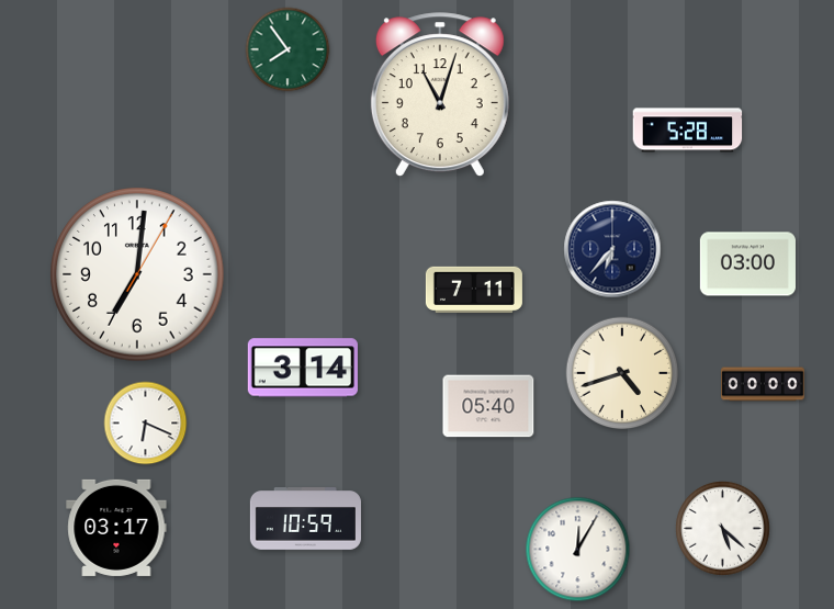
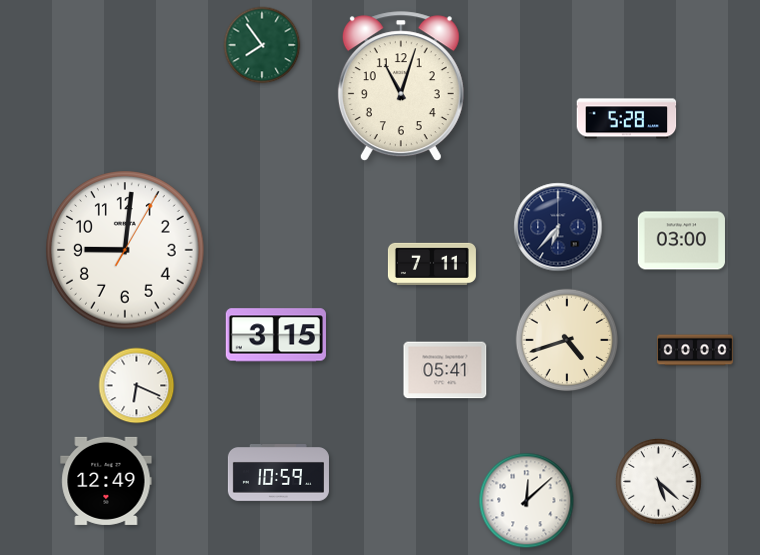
clock at (137, 274): 7:01 -> 9:01
clock at (303, 368): 3:14 -> 3:15
clock at (488, 406): 05:40 -> 05:41
clock at (146, 424) position: (146, 424) -> (137, 386)
clock at (116, 528): 03:17 -> 12:49
clock at (578, 550): 12:05 -> 12:08
